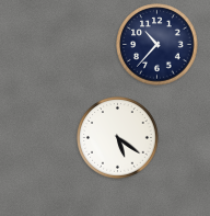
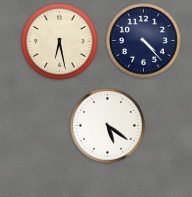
clock at (157, 45): 10:37 -> 4:23
clock at (60, 42): none -> 6:28
